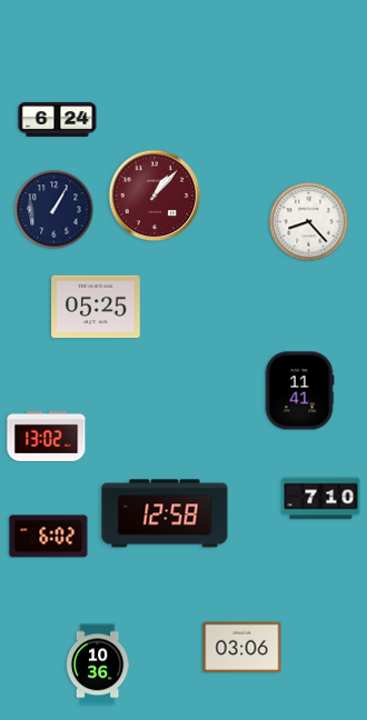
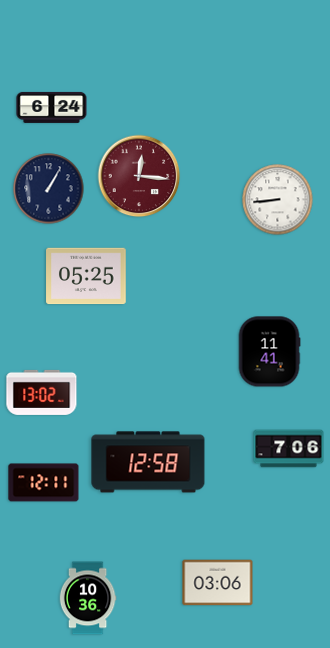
clock at (155, 196): 1:07 -> 12:16
clock at (309, 222): 8:23 -> 8:44
clock at (321, 499): 7:10 -> 7:06
clock at (49, 537): 6:02 -> 12:11
